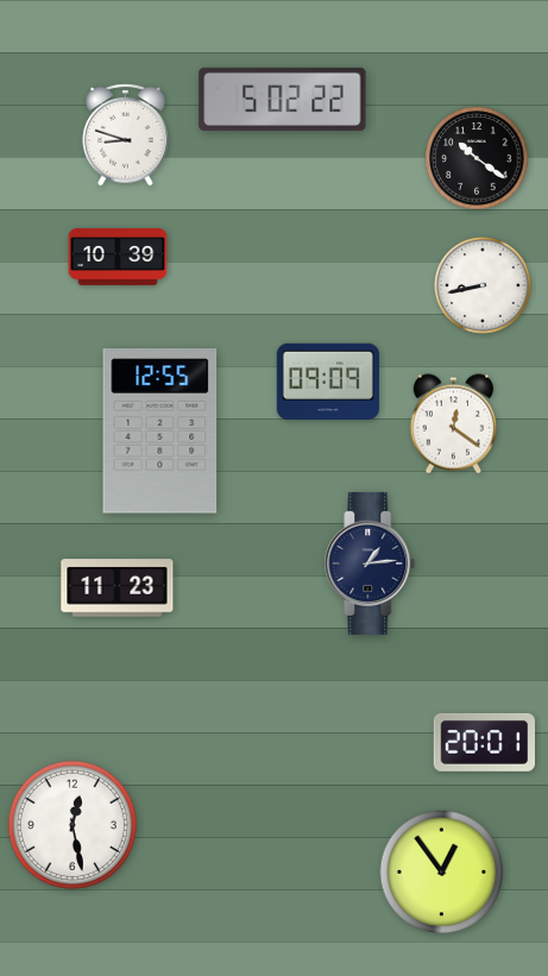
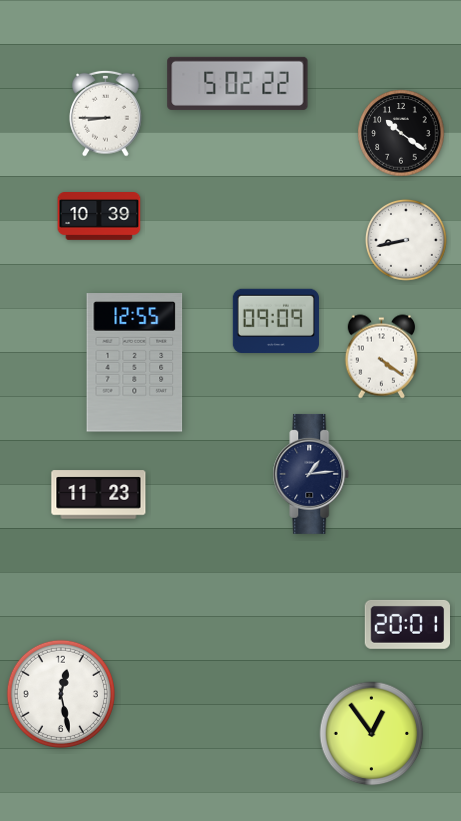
clock at (126, 134): 8:48 -> 8:45
clock at (453, 424): 12:21 -> 4:21
